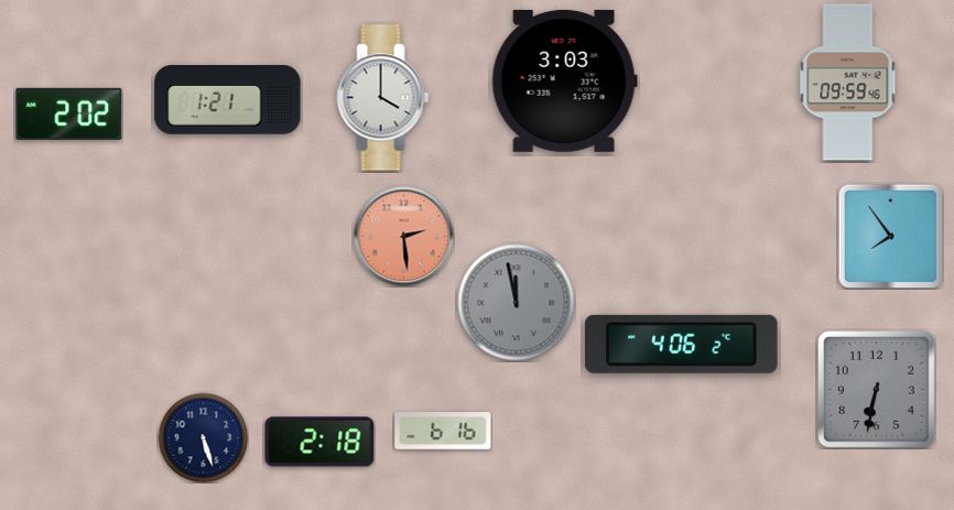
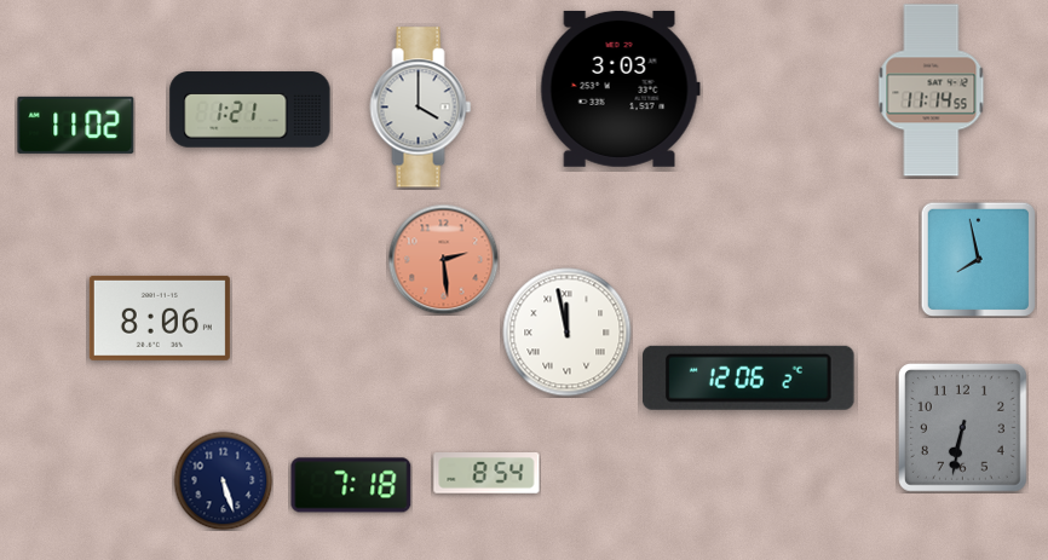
clock at (848, 83): 09:59 -> 11:14
clock at (69, 113): 2:02 -> 11:02
clock at (890, 236): 7:54 -> 7:58
clock at (160, 318): none -> 8:06
clock at (517, 303) dial: grey -> white
clock at (682, 344): 4:06 -> 12:06
clock at (443, 432): 6:16 -> 8:54
clock at (319, 442): 2:18 -> 7:18
